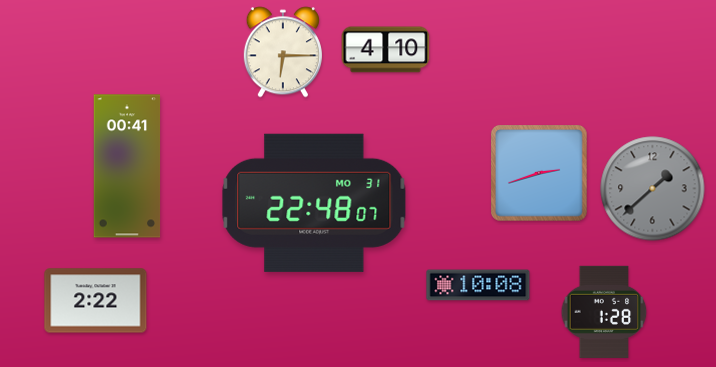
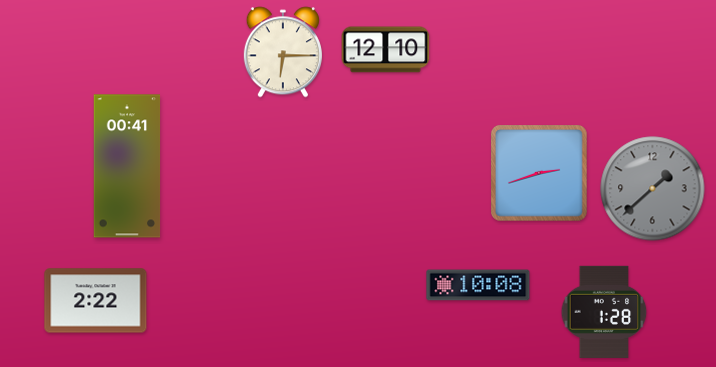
clock at (386, 50): 4:10 -> 12:10
clock at (314, 203): 22:48 -> none
